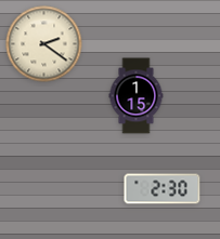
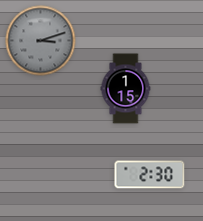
clock at (44, 44): 2:21 -> 3:12
clock at (44, 44) dial: cream -> grey
